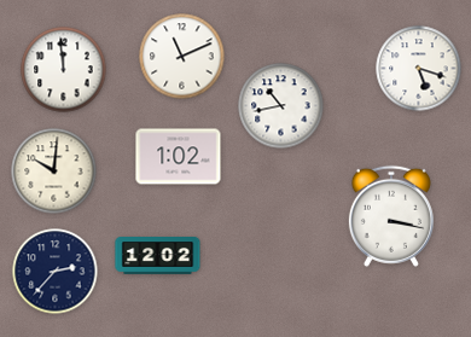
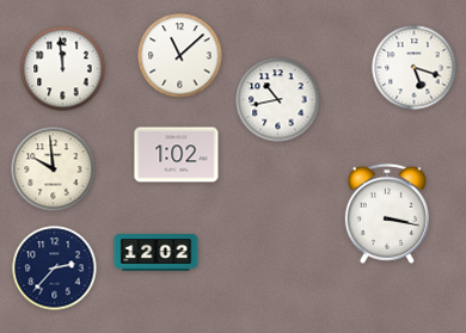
clock at (182, 57): 11:11 -> 11:08
clock at (281, 106) position: (281, 106) -> (278, 100)
clock at (54, 172): 10:01 -> 9:59
